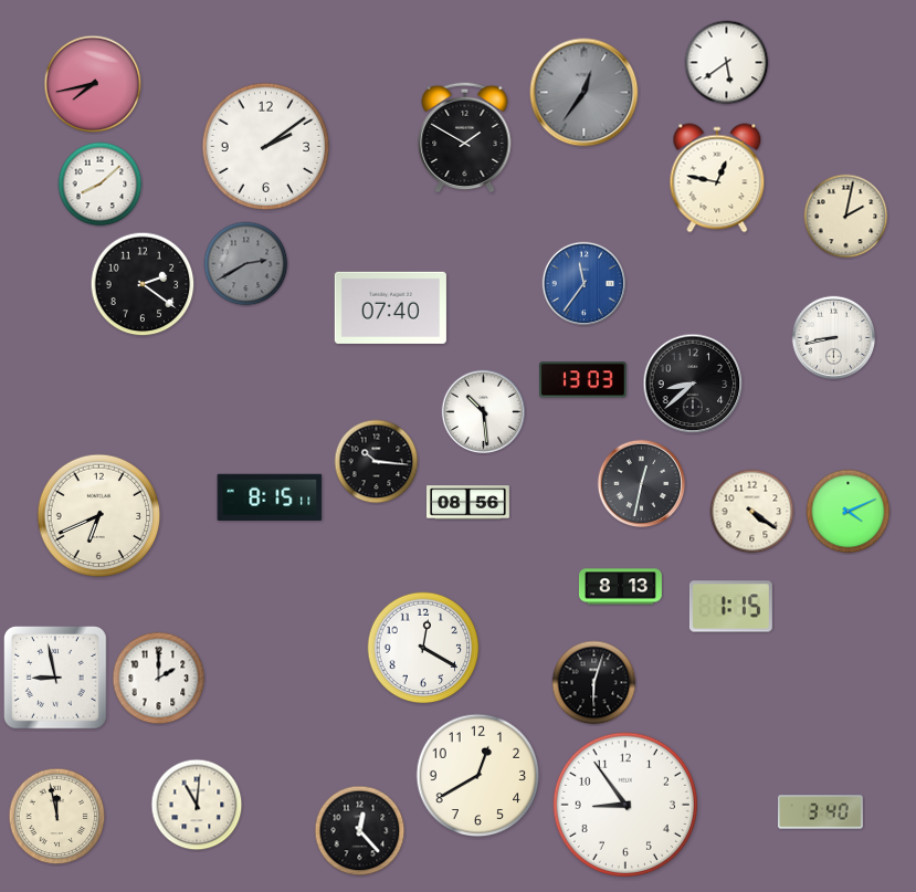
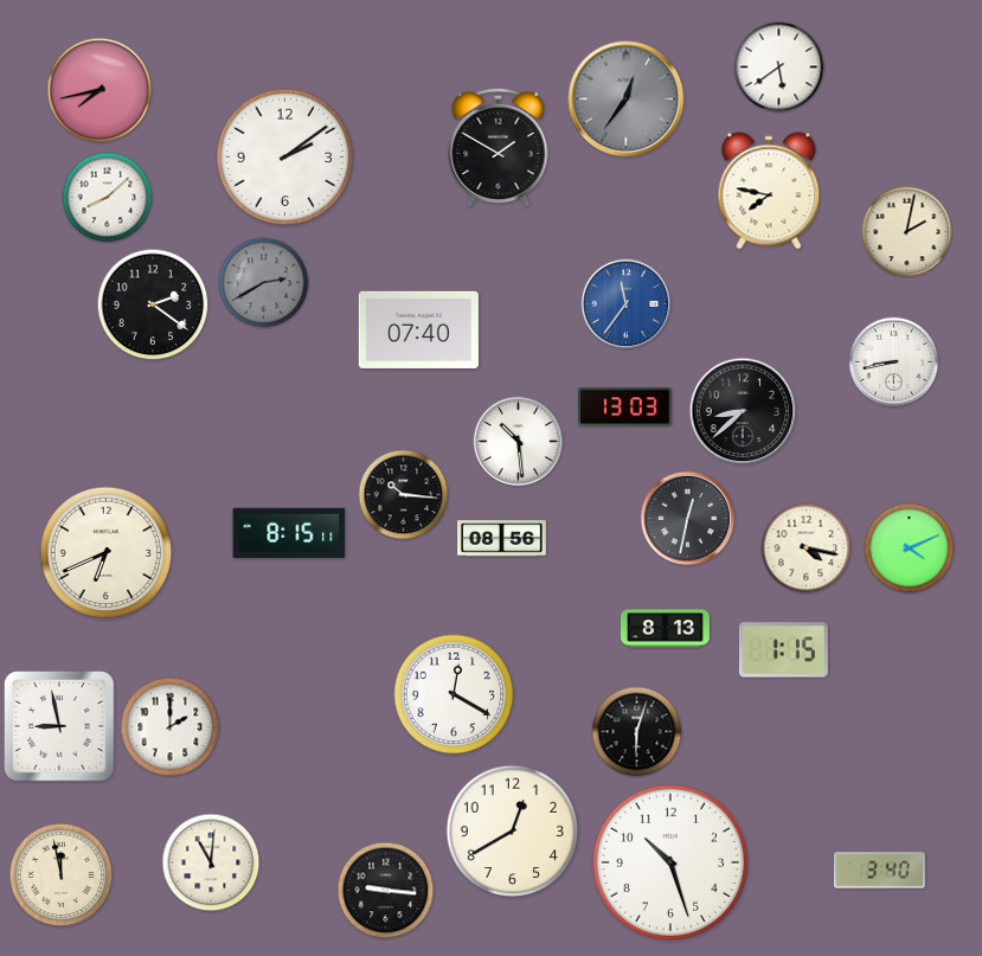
clock at (717, 178): 12:47 -> 7:47
clock at (752, 512): 4:21 -> 4:17
clock at (625, 805): 8:54 -> 10:27
clock at (360, 831): 12:23 -> 9:16
